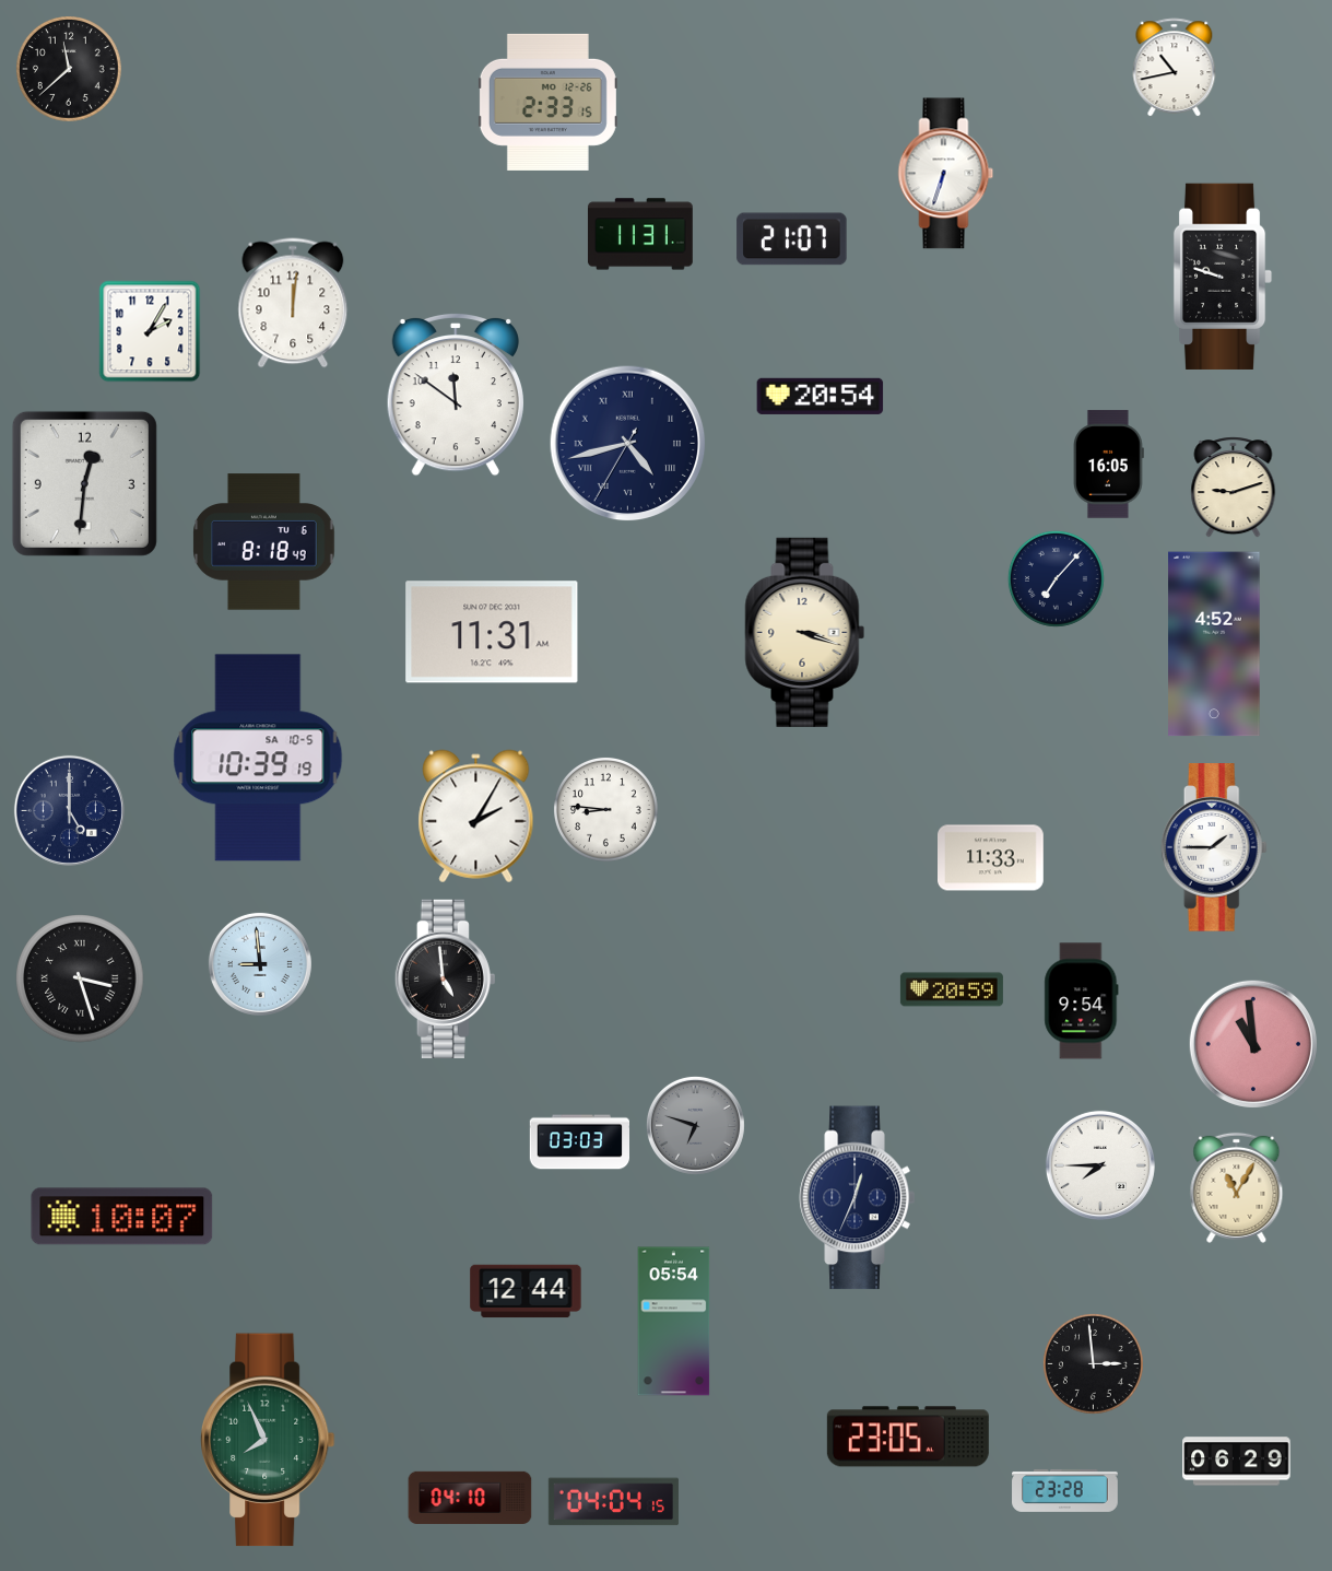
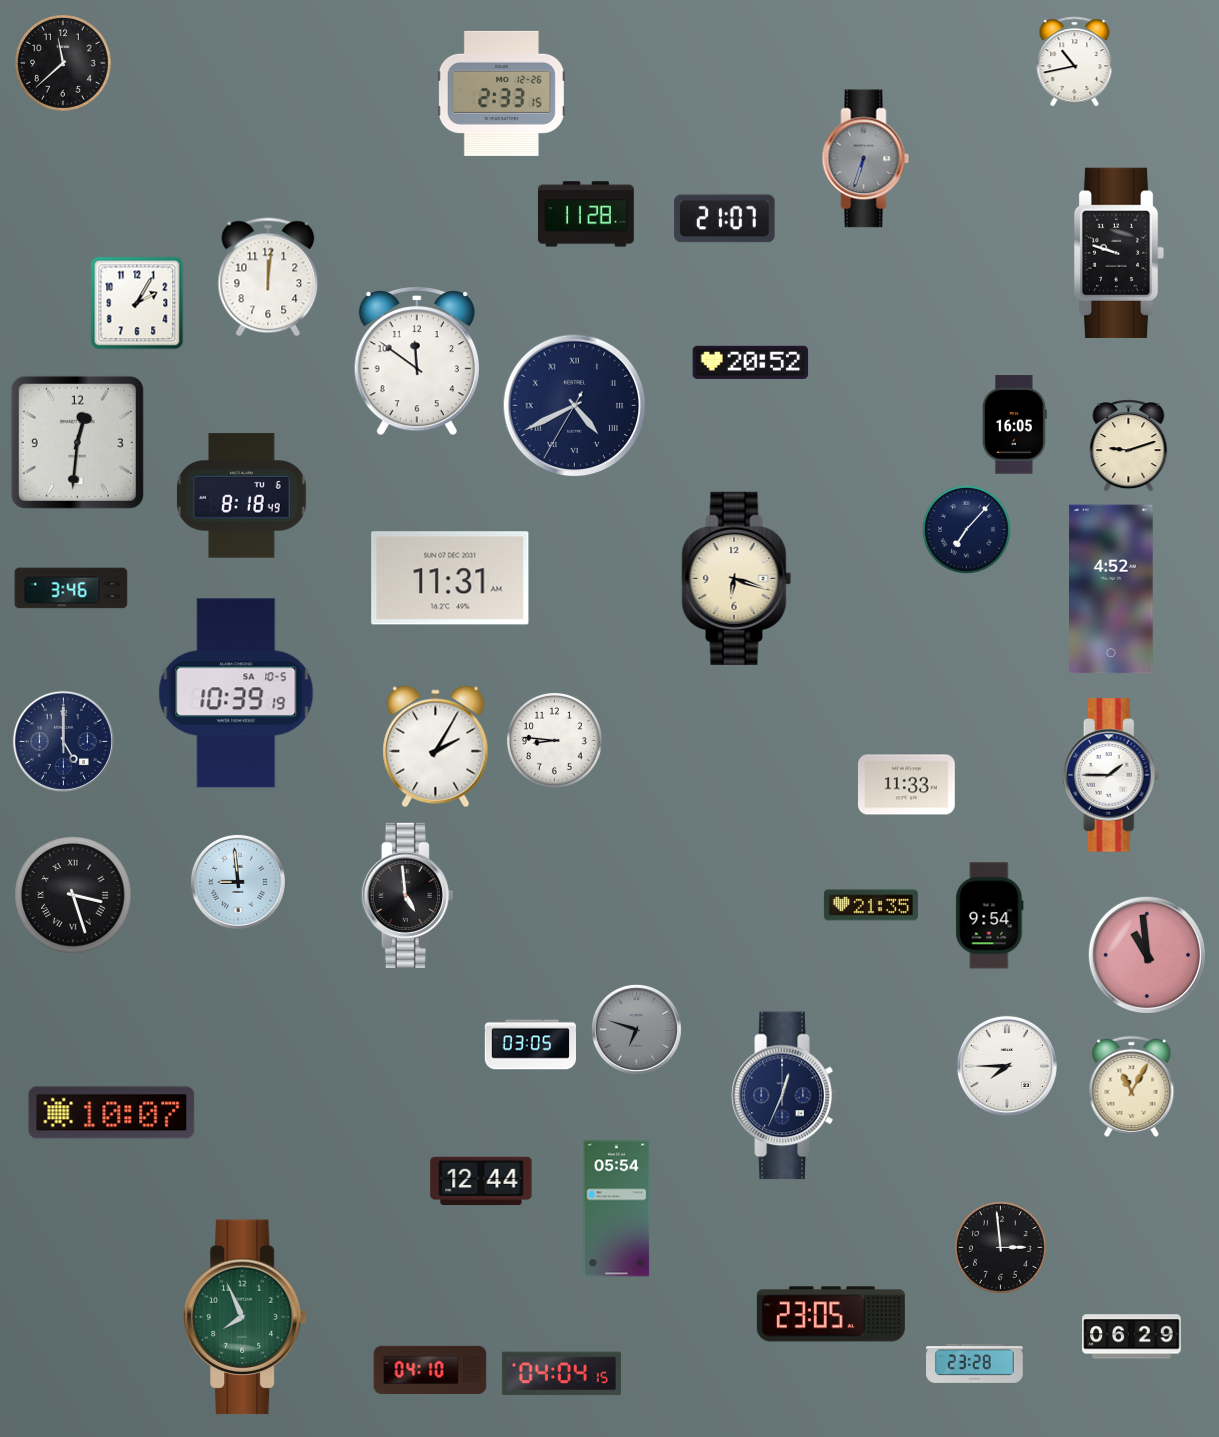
clock at (946, 174) dial: white -> grey
clock at (640, 234): 11:31 -> 11:28
clock at (821, 396): 20:54 -> 20:52
clock at (628, 444): 4:42 -> 4:40
clock at (805, 632): 3:18 -> 6:18
clock at (71, 588): none -> 3:46
clock at (952, 989): 20:59 -> 21:35
clock at (579, 1142): 03:03 -> 03:05
